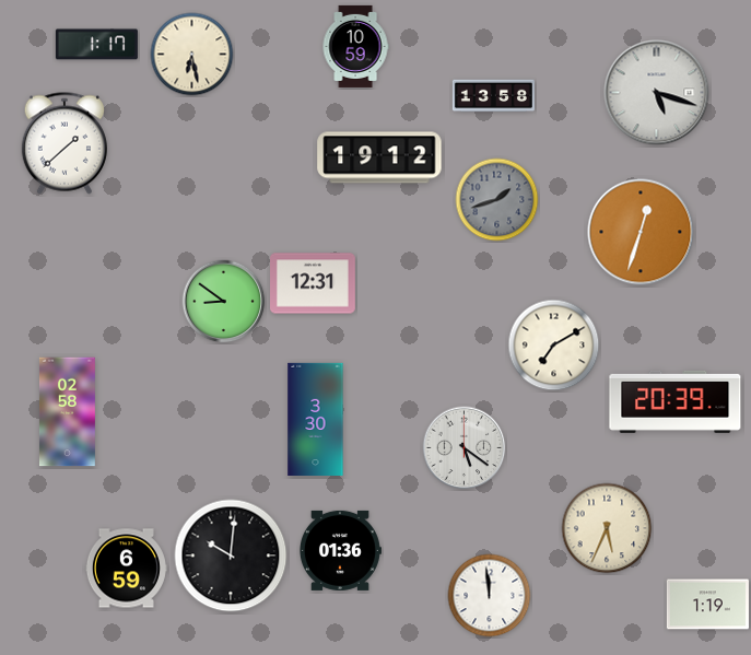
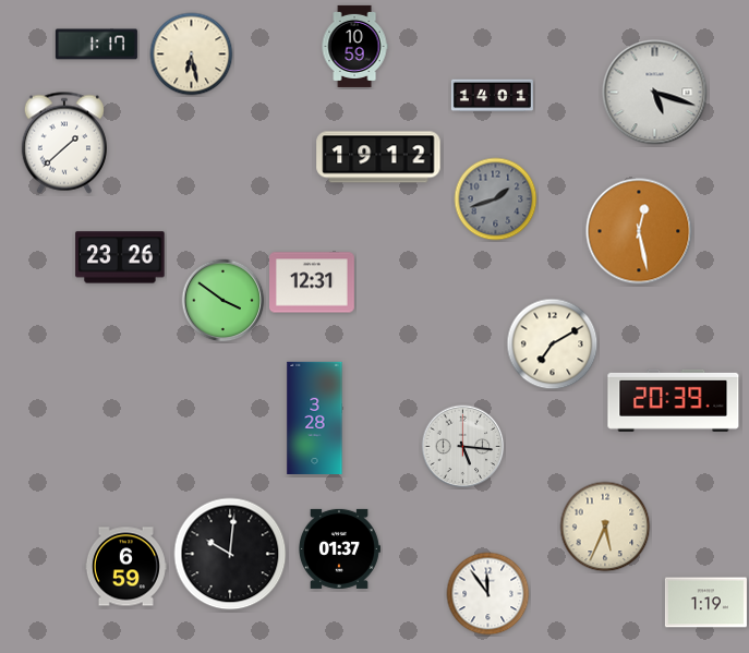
clock at (493, 96): 13:58 -> 14:01
clock at (641, 232): 12:33 -> 12:28
clock at (120, 257): none -> 23:26
clock at (224, 302): 8:51 -> 3:51
clock at (67, 412): 02:58 -> none
clock at (316, 419): 3:30 -> 3:28
clock at (465, 448): 5:21 -> 5:16
clock at (340, 550): 01:36 -> 01:37
clock at (490, 596): 11:59 -> 11:54
